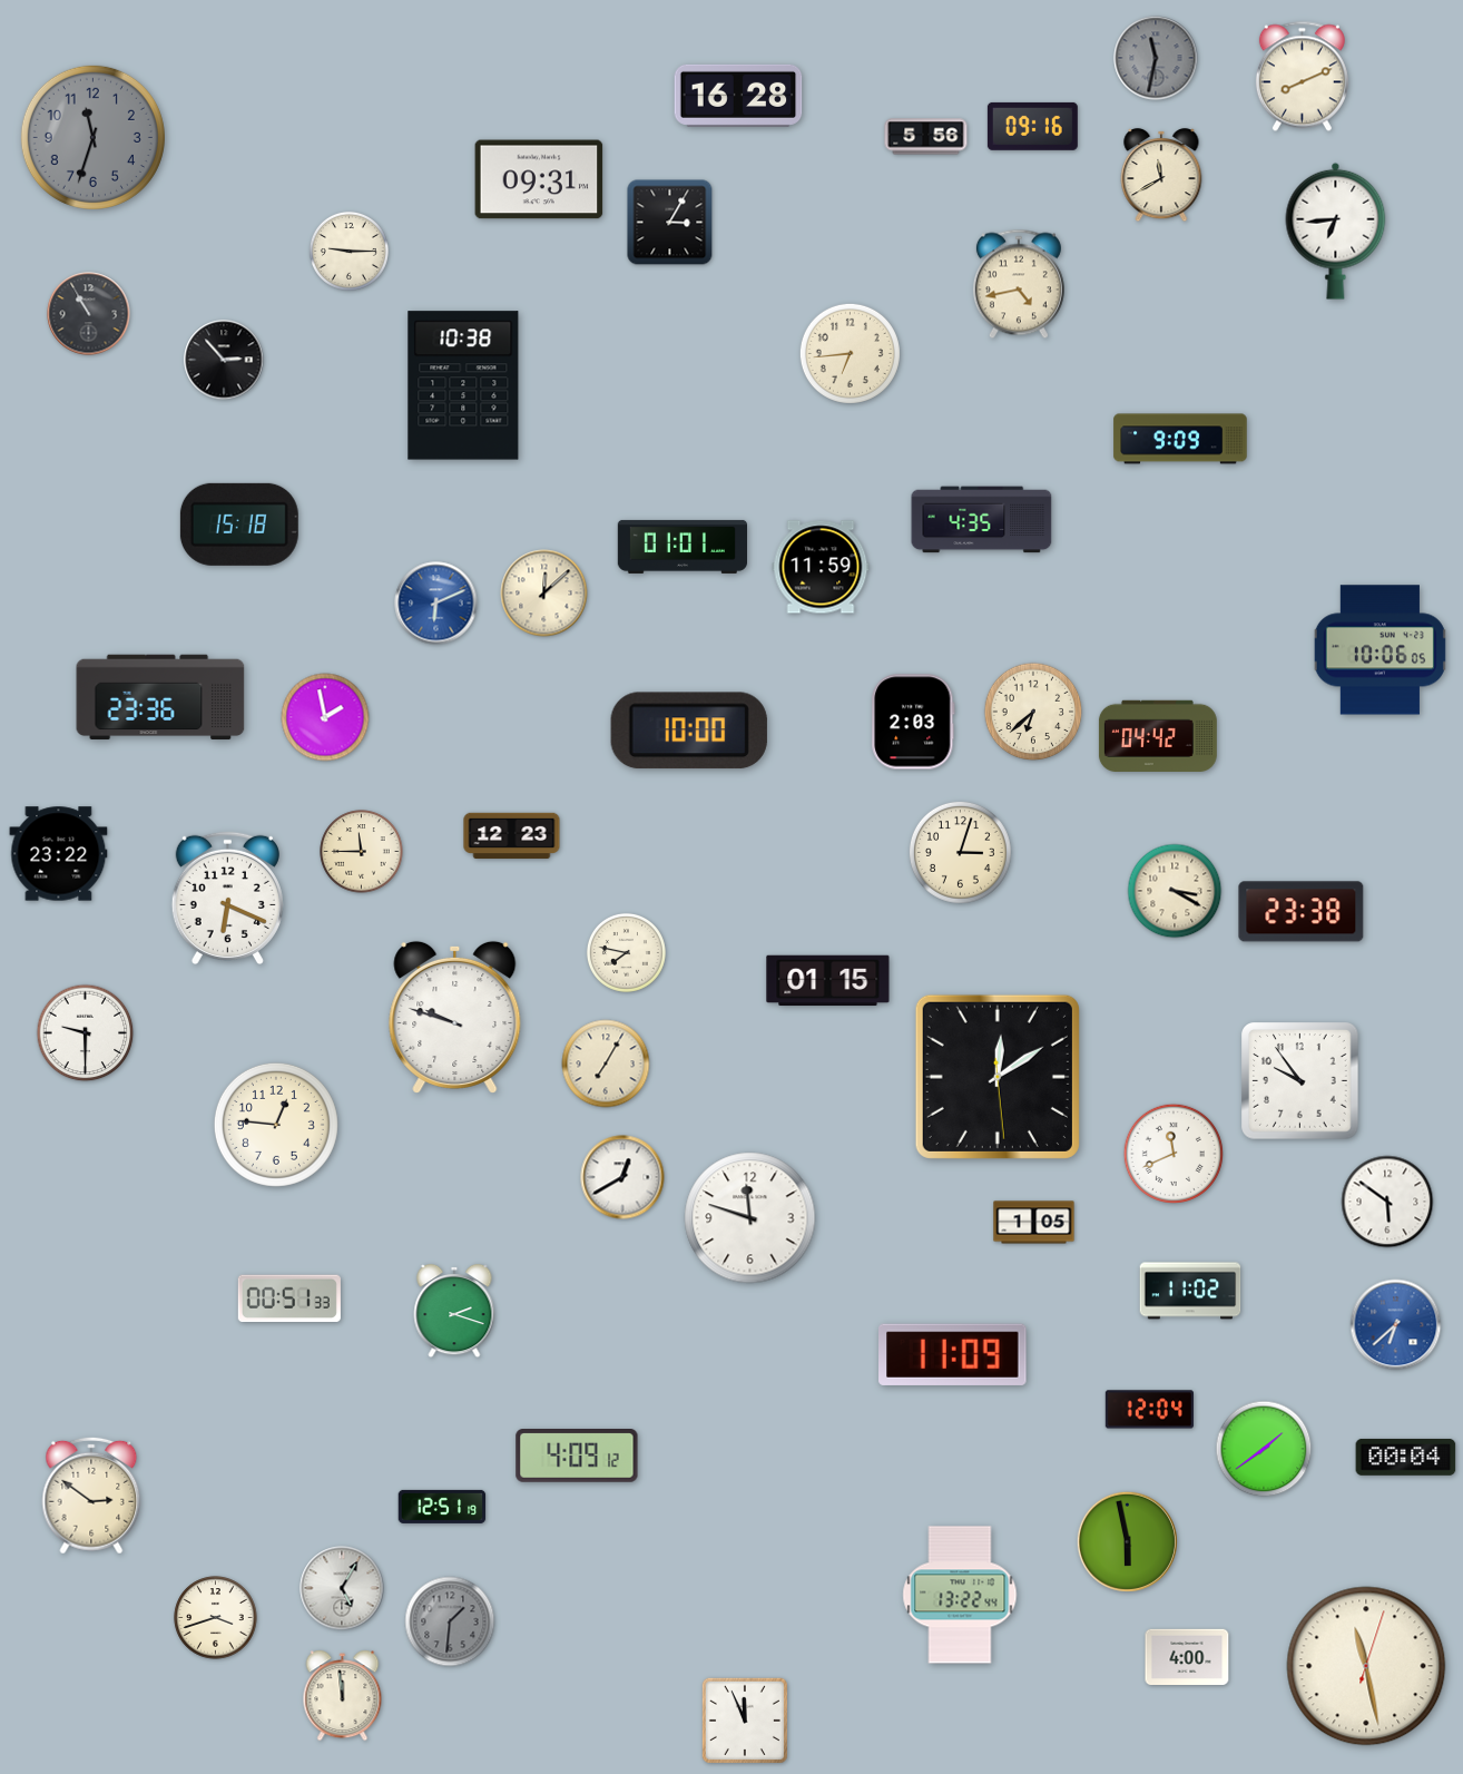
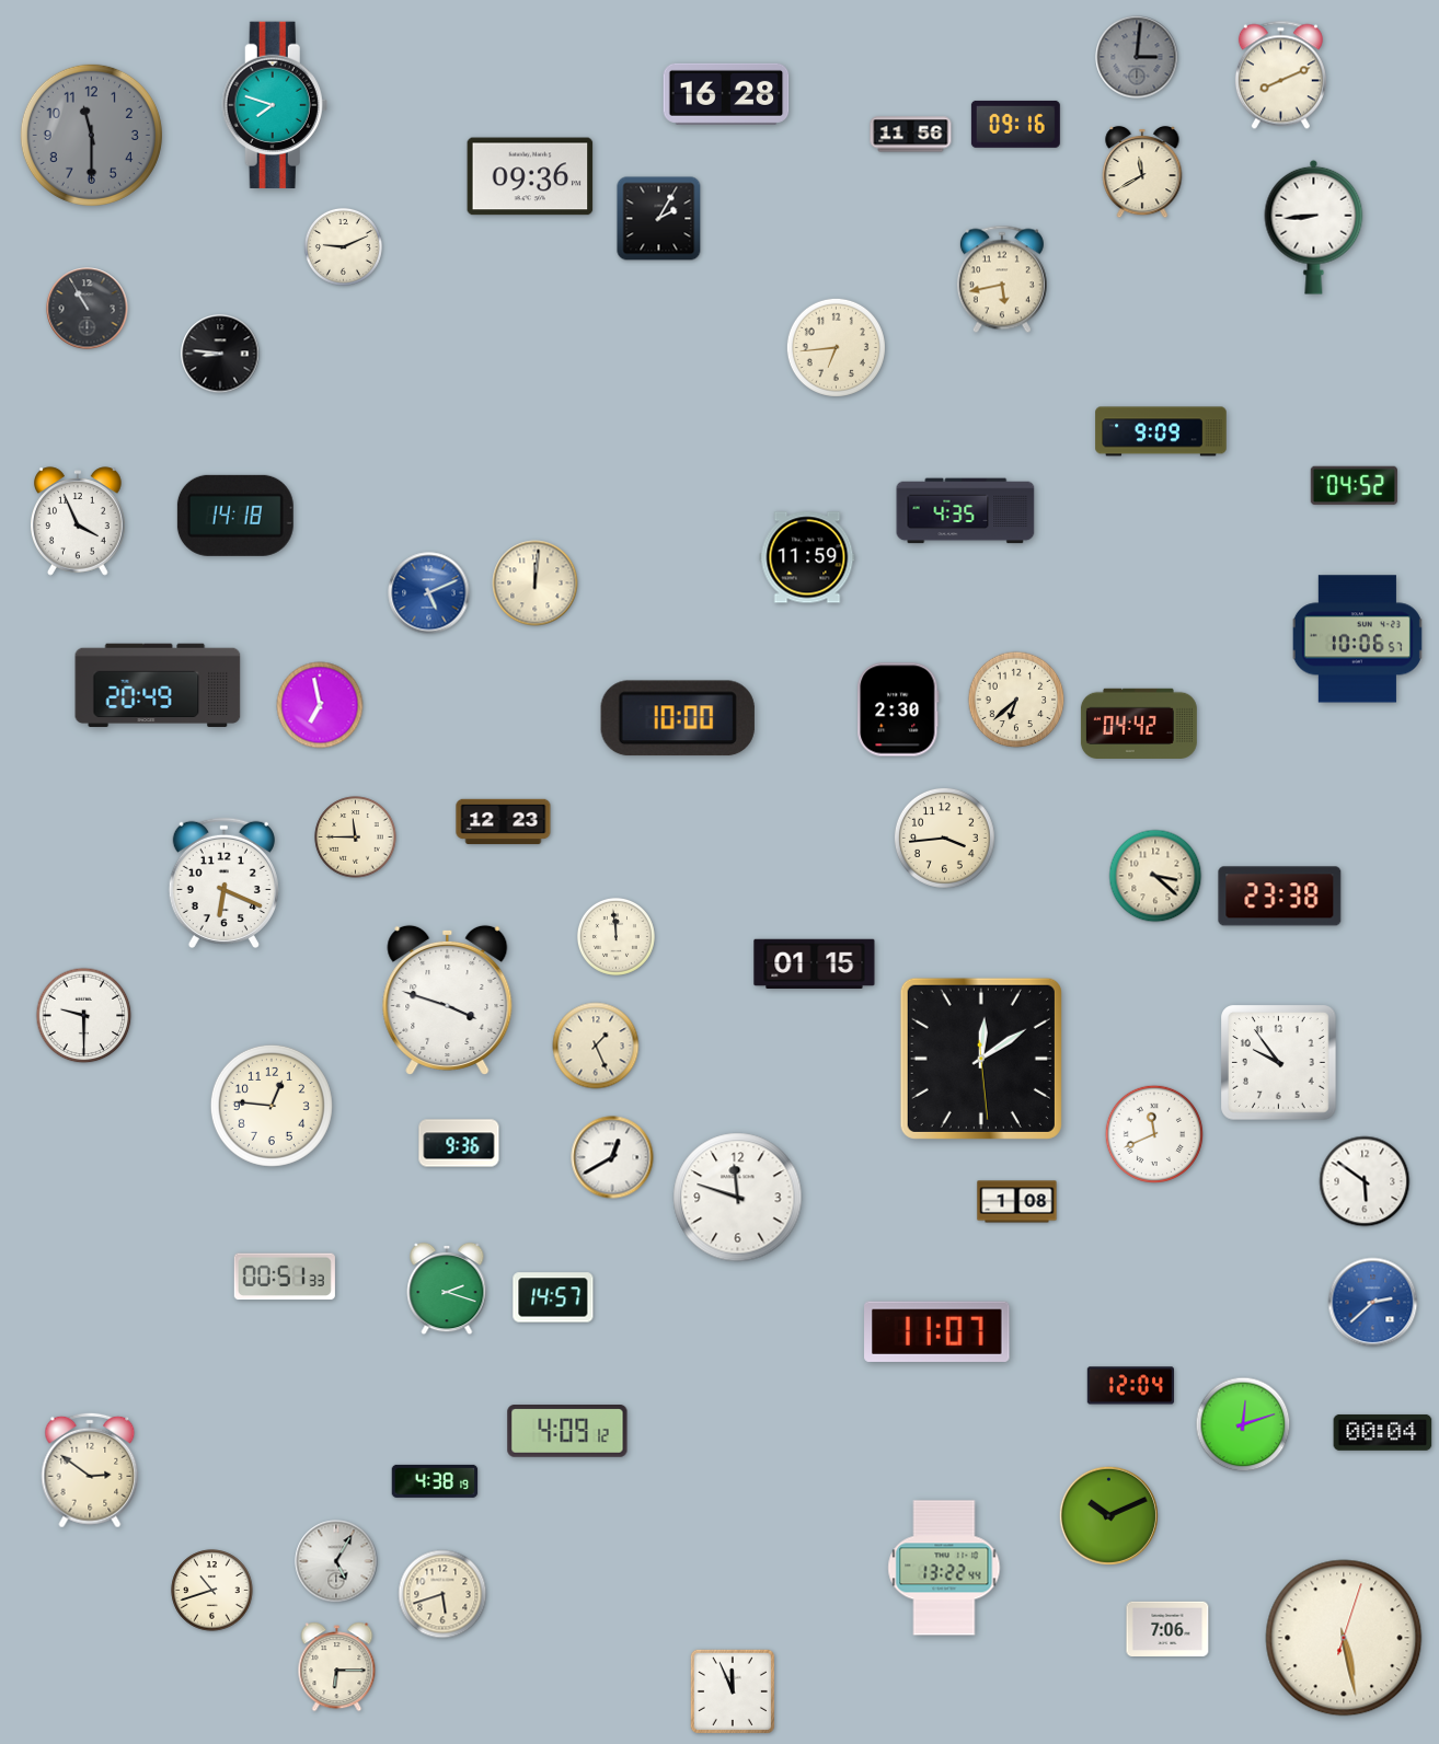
clock at (1156, 58): 11:32 -> 3:01
clock at (275, 105): none -> 7:48
clock at (92, 137): 11:33 -> 11:30
clock at (926, 137): 5:56 -> 11:56
clock at (539, 179): 09:31 -> 09:36
clock at (670, 223): 3:05 -> 2:05
clock at (1336, 231): 6:44 -> 8:44
clock at (348, 251): 9:15 -> 9:11
clock at (1019, 284): 4:43 -> 5:43
clock at (224, 360): 2:53 -> 8:46
clock at (463, 385): 10:38 -> none
clock at (1354, 486): none -> 04:52
clock at (239, 525): 15:18 -> 14:18
clock at (79, 521): none -> 3:56
clock at (683, 547): 01:01 -> none
clock at (544, 594): 12:08 -> 12:01
clock at (436, 604): 6:11 -> 5:11
clock at (1379, 650): 10:06:05 -> 10:06:57
clock at (160, 697): 23:36 -> 20:49
clock at (325, 717): 1:58 -> 6:58
clock at (913, 722): 2:03 -> 2:30
clock at (960, 852): 3:03 -> 3:44
clock at (59, 854): 23:22 -> none
clock at (1175, 891): 3:20 -> 3:22
clock at (626, 952): 7:47 -> 11:59
clock at (455, 1017): 9:48 -> 3:48
clock at (606, 1064): 7:05 -> 1:26
clock at (459, 1143): none -> 9:36
clock at (1034, 1223): 1:05 -> 1:08
clock at (1190, 1291): 11:02 -> none
clock at (553, 1297): none -> 14:57
clock at (1396, 1325): 6:38 -> 2:38
clock at (953, 1354): 11:09 -> 11:07
clock at (1264, 1449): 1:39 -> 12:12
clock at (442, 1507): 12:51 -> 4:38
clock at (1127, 1541): 5:58 -> 10:11
clock at (216, 1618): 3:42 -> 10:42
clock at (450, 1621): 1:31 -> 5:42
clock at (450, 1621) dial: grey -> cream
clock at (1187, 1657): 4:00 -> 7:06
clock at (1366, 1666): 11:28 -> 5:28
clock at (343, 1696): 11:59 -> 6:15
